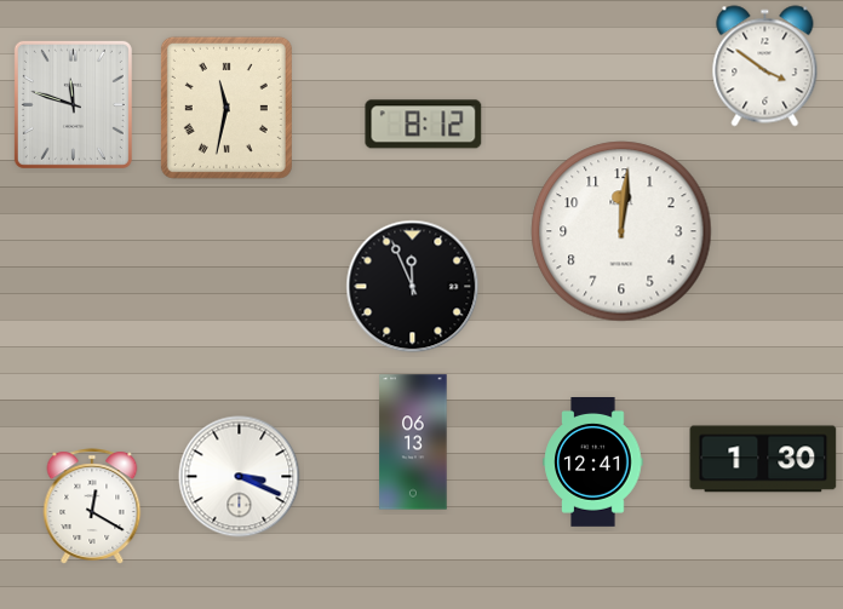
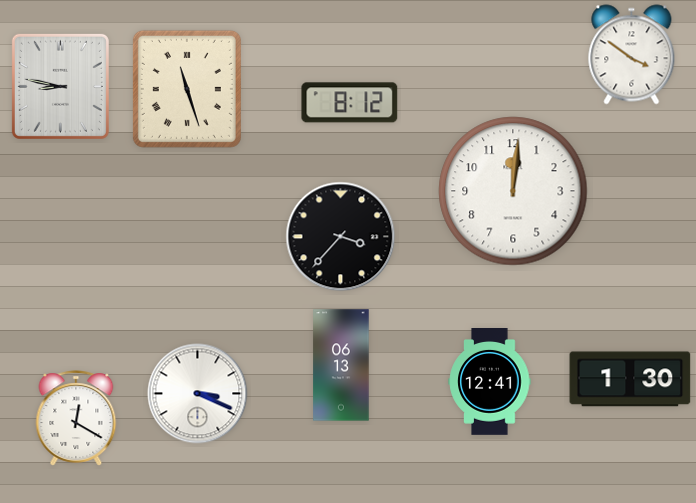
clock at (73, 104): 11:48 -> 8:47
clock at (226, 108): 11:32 -> 11:27
clock at (413, 287): 11:56 -> 3:37
